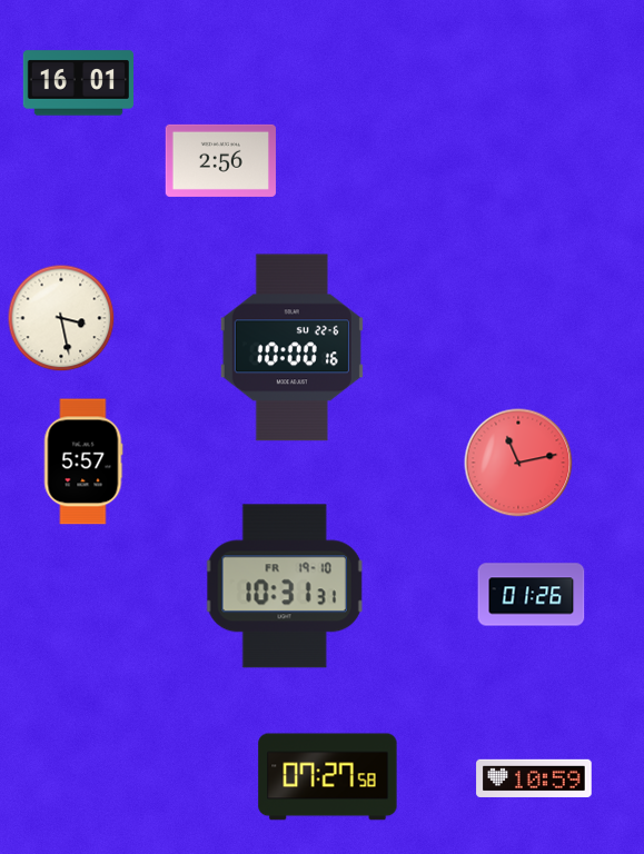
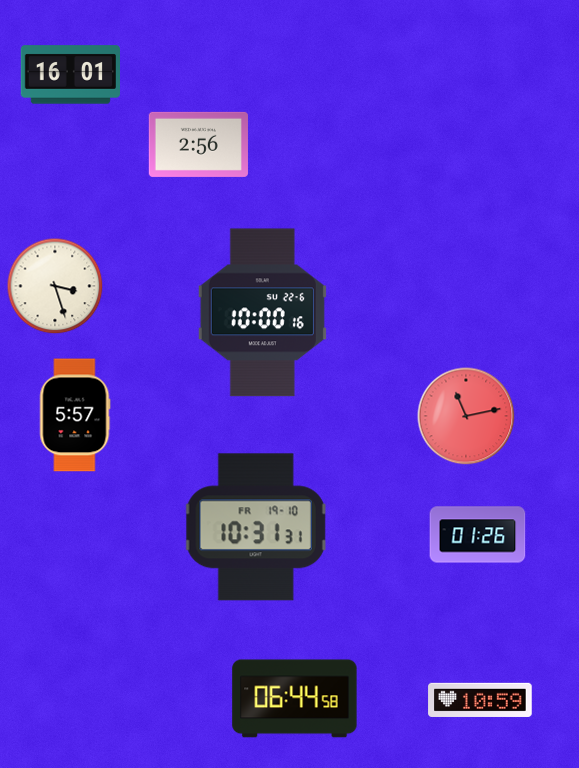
clock at (61, 318): 3:28 -> 3:27
clock at (328, 777): 07:27 -> 06:44
